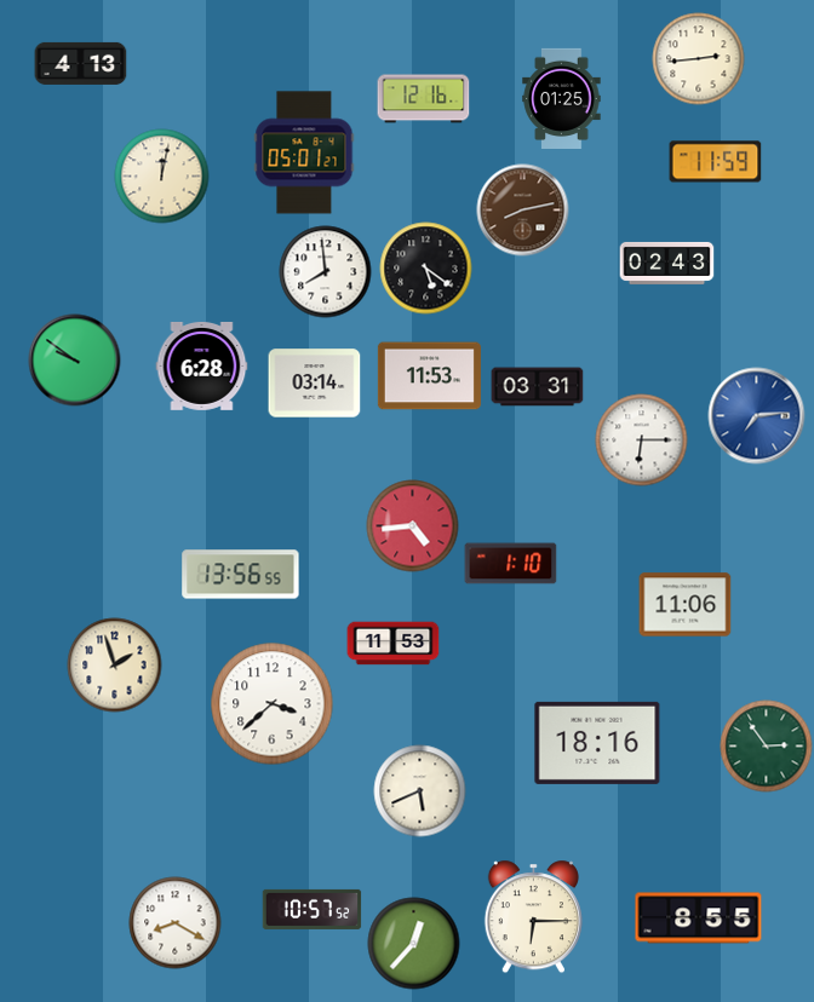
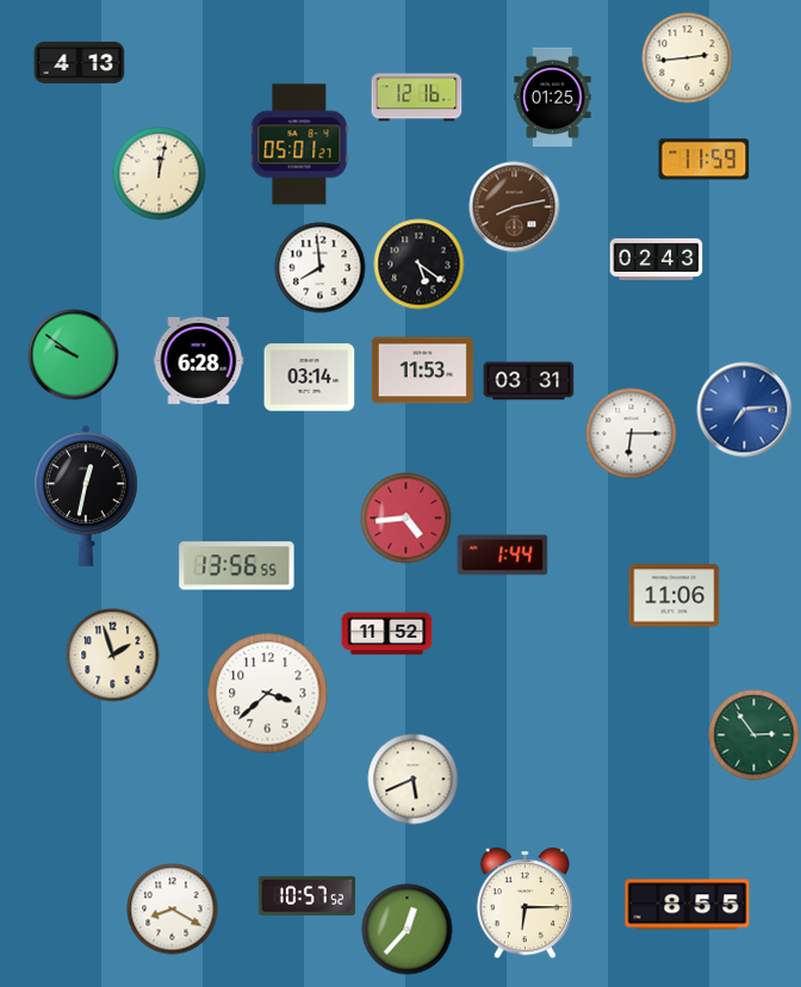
clock at (304, 152) position: (304, 152) -> (299, 144)
clock at (86, 496): none -> 12:32
clock at (511, 564): 1:10 -> 1:44
clock at (394, 644): 11:53 -> 11:52
clock at (597, 743): 18:16 -> none
